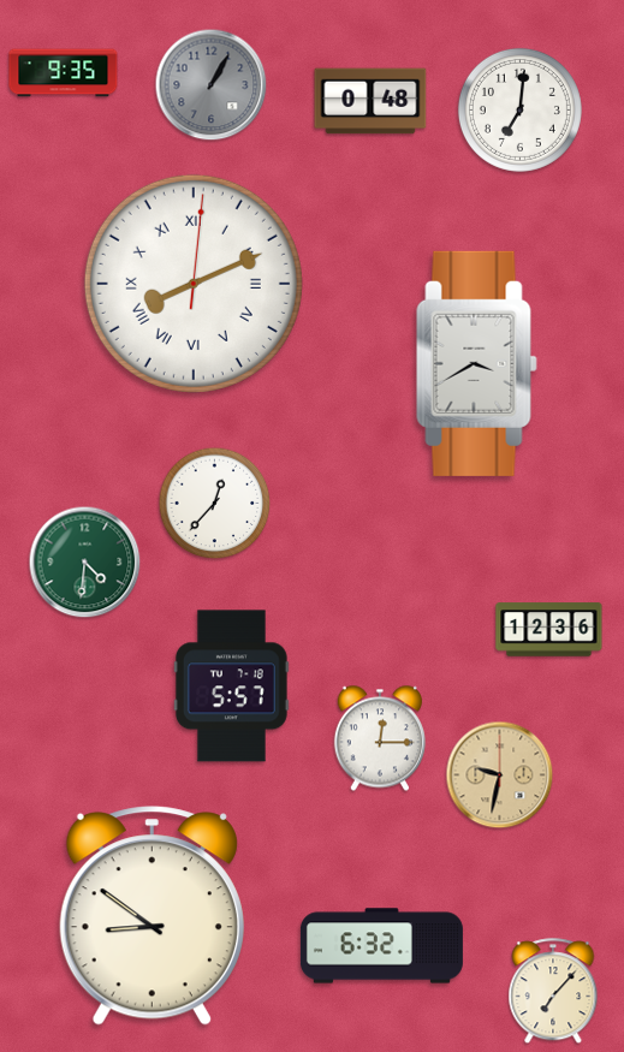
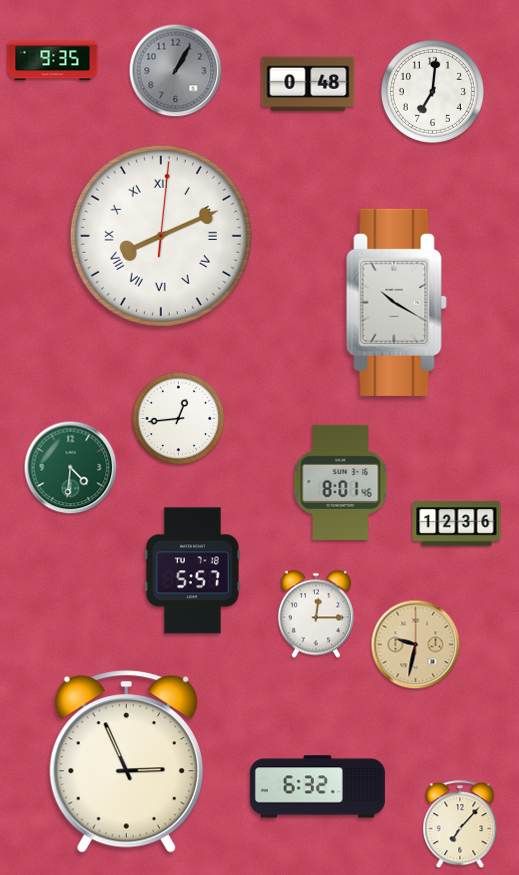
clock at (477, 363): 3:40 -> 10:20
clock at (215, 504): 12:37 -> 12:44
clock at (341, 482): none -> 8:01
clock at (151, 916): 8:51 -> 2:56
